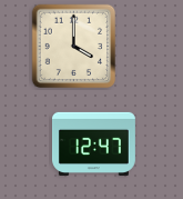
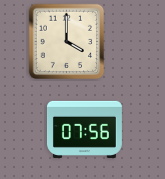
clock at (93, 143): 12:47 -> 07:56
